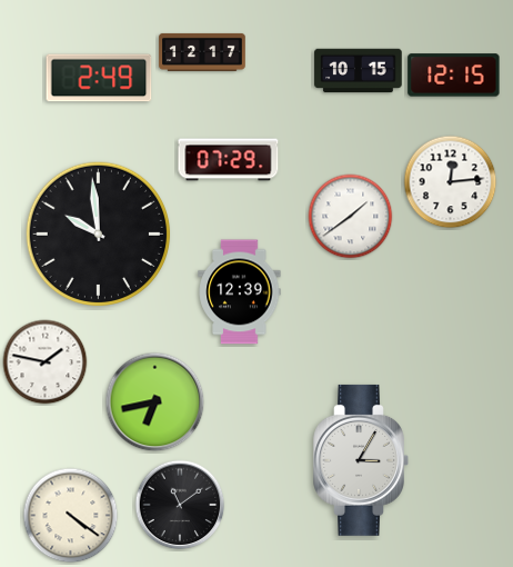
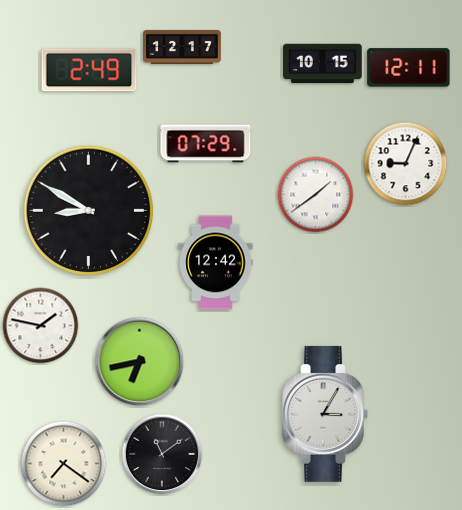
clock at (454, 76): 12:15 -> 12:11
clock at (451, 182): 12:14 -> 9:04
clock at (99, 235): 9:59 -> 8:50
clock at (240, 292): 12:39 -> 12:42
clock at (71, 516): 4:21 -> 7:21
